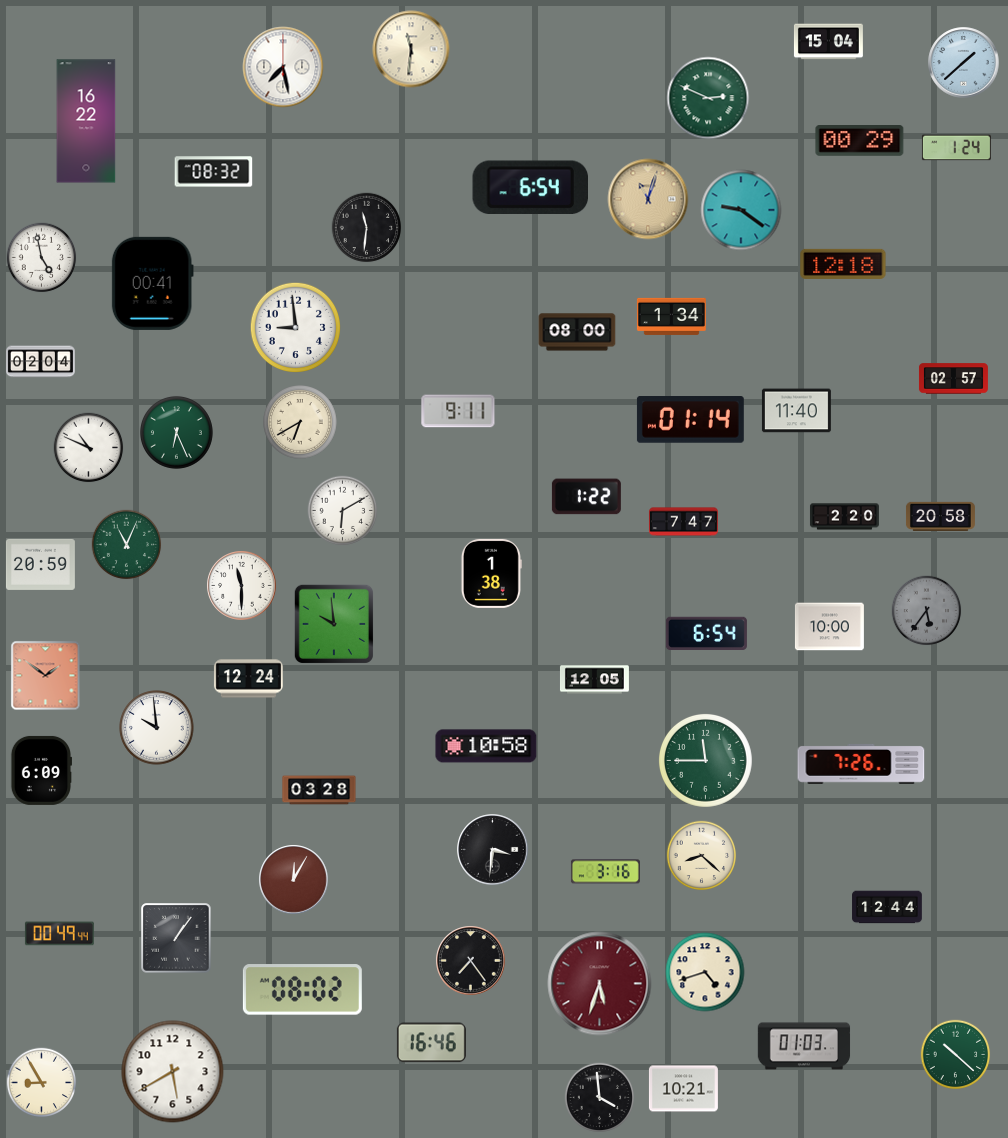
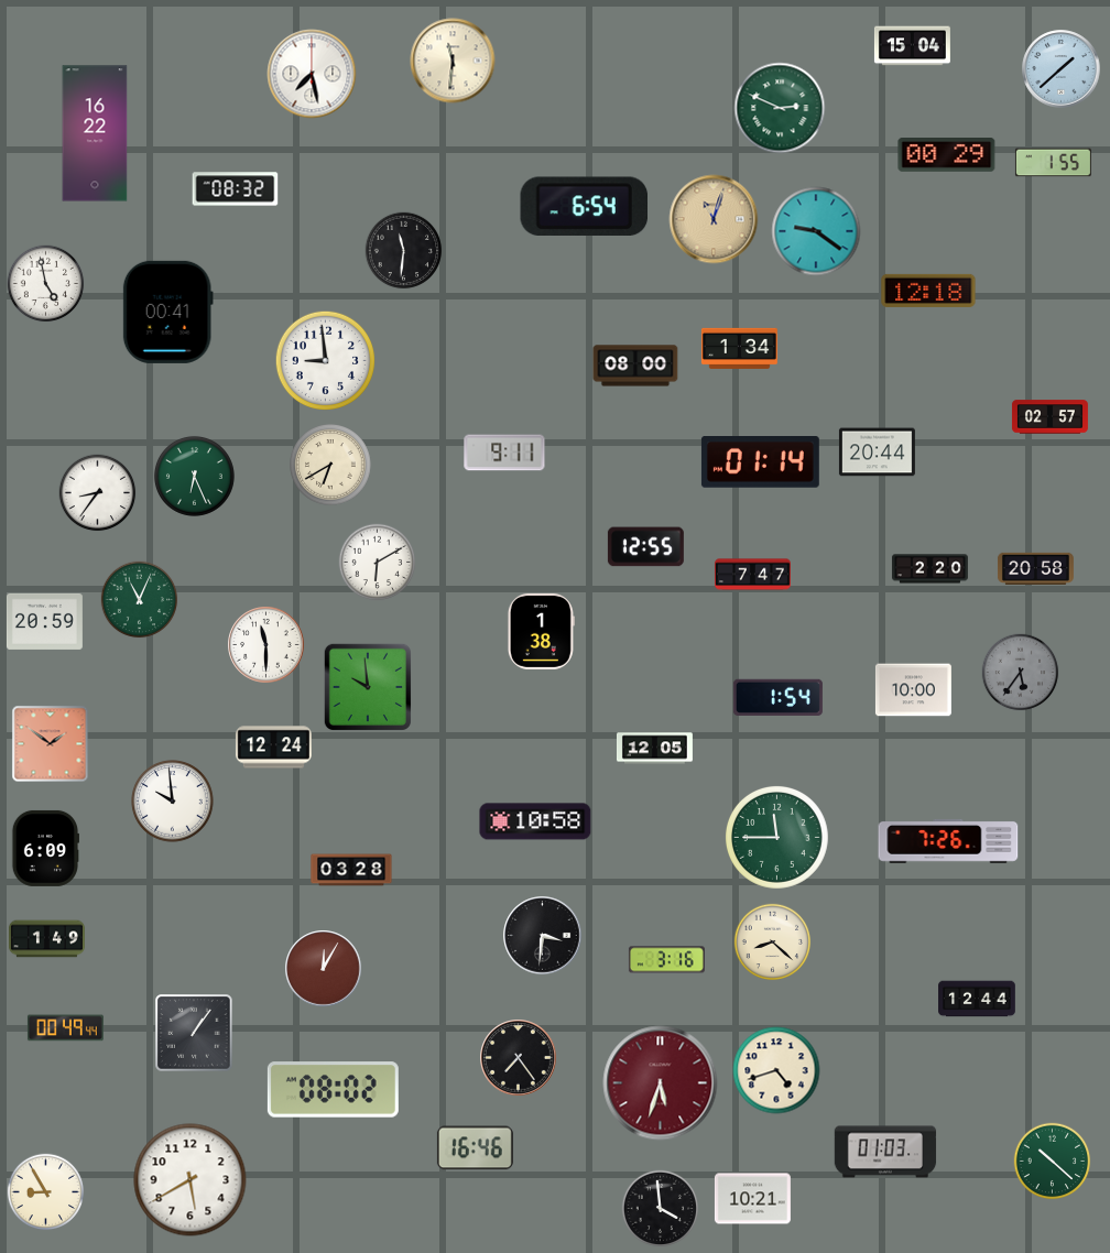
clock at (411, 49) position: (411, 49) -> (453, 61)
clock at (956, 148): 1:24 -> 1:55
clock at (40, 362): 02:04 -> none
clock at (796, 411): 11:40 -> 20:44
clock at (89, 448): 10:49 -> 8:36
clock at (586, 497): 1:22 -> 12:55
clock at (706, 634): 6:54 -> 1:54
clock at (46, 939): none -> 1:49
